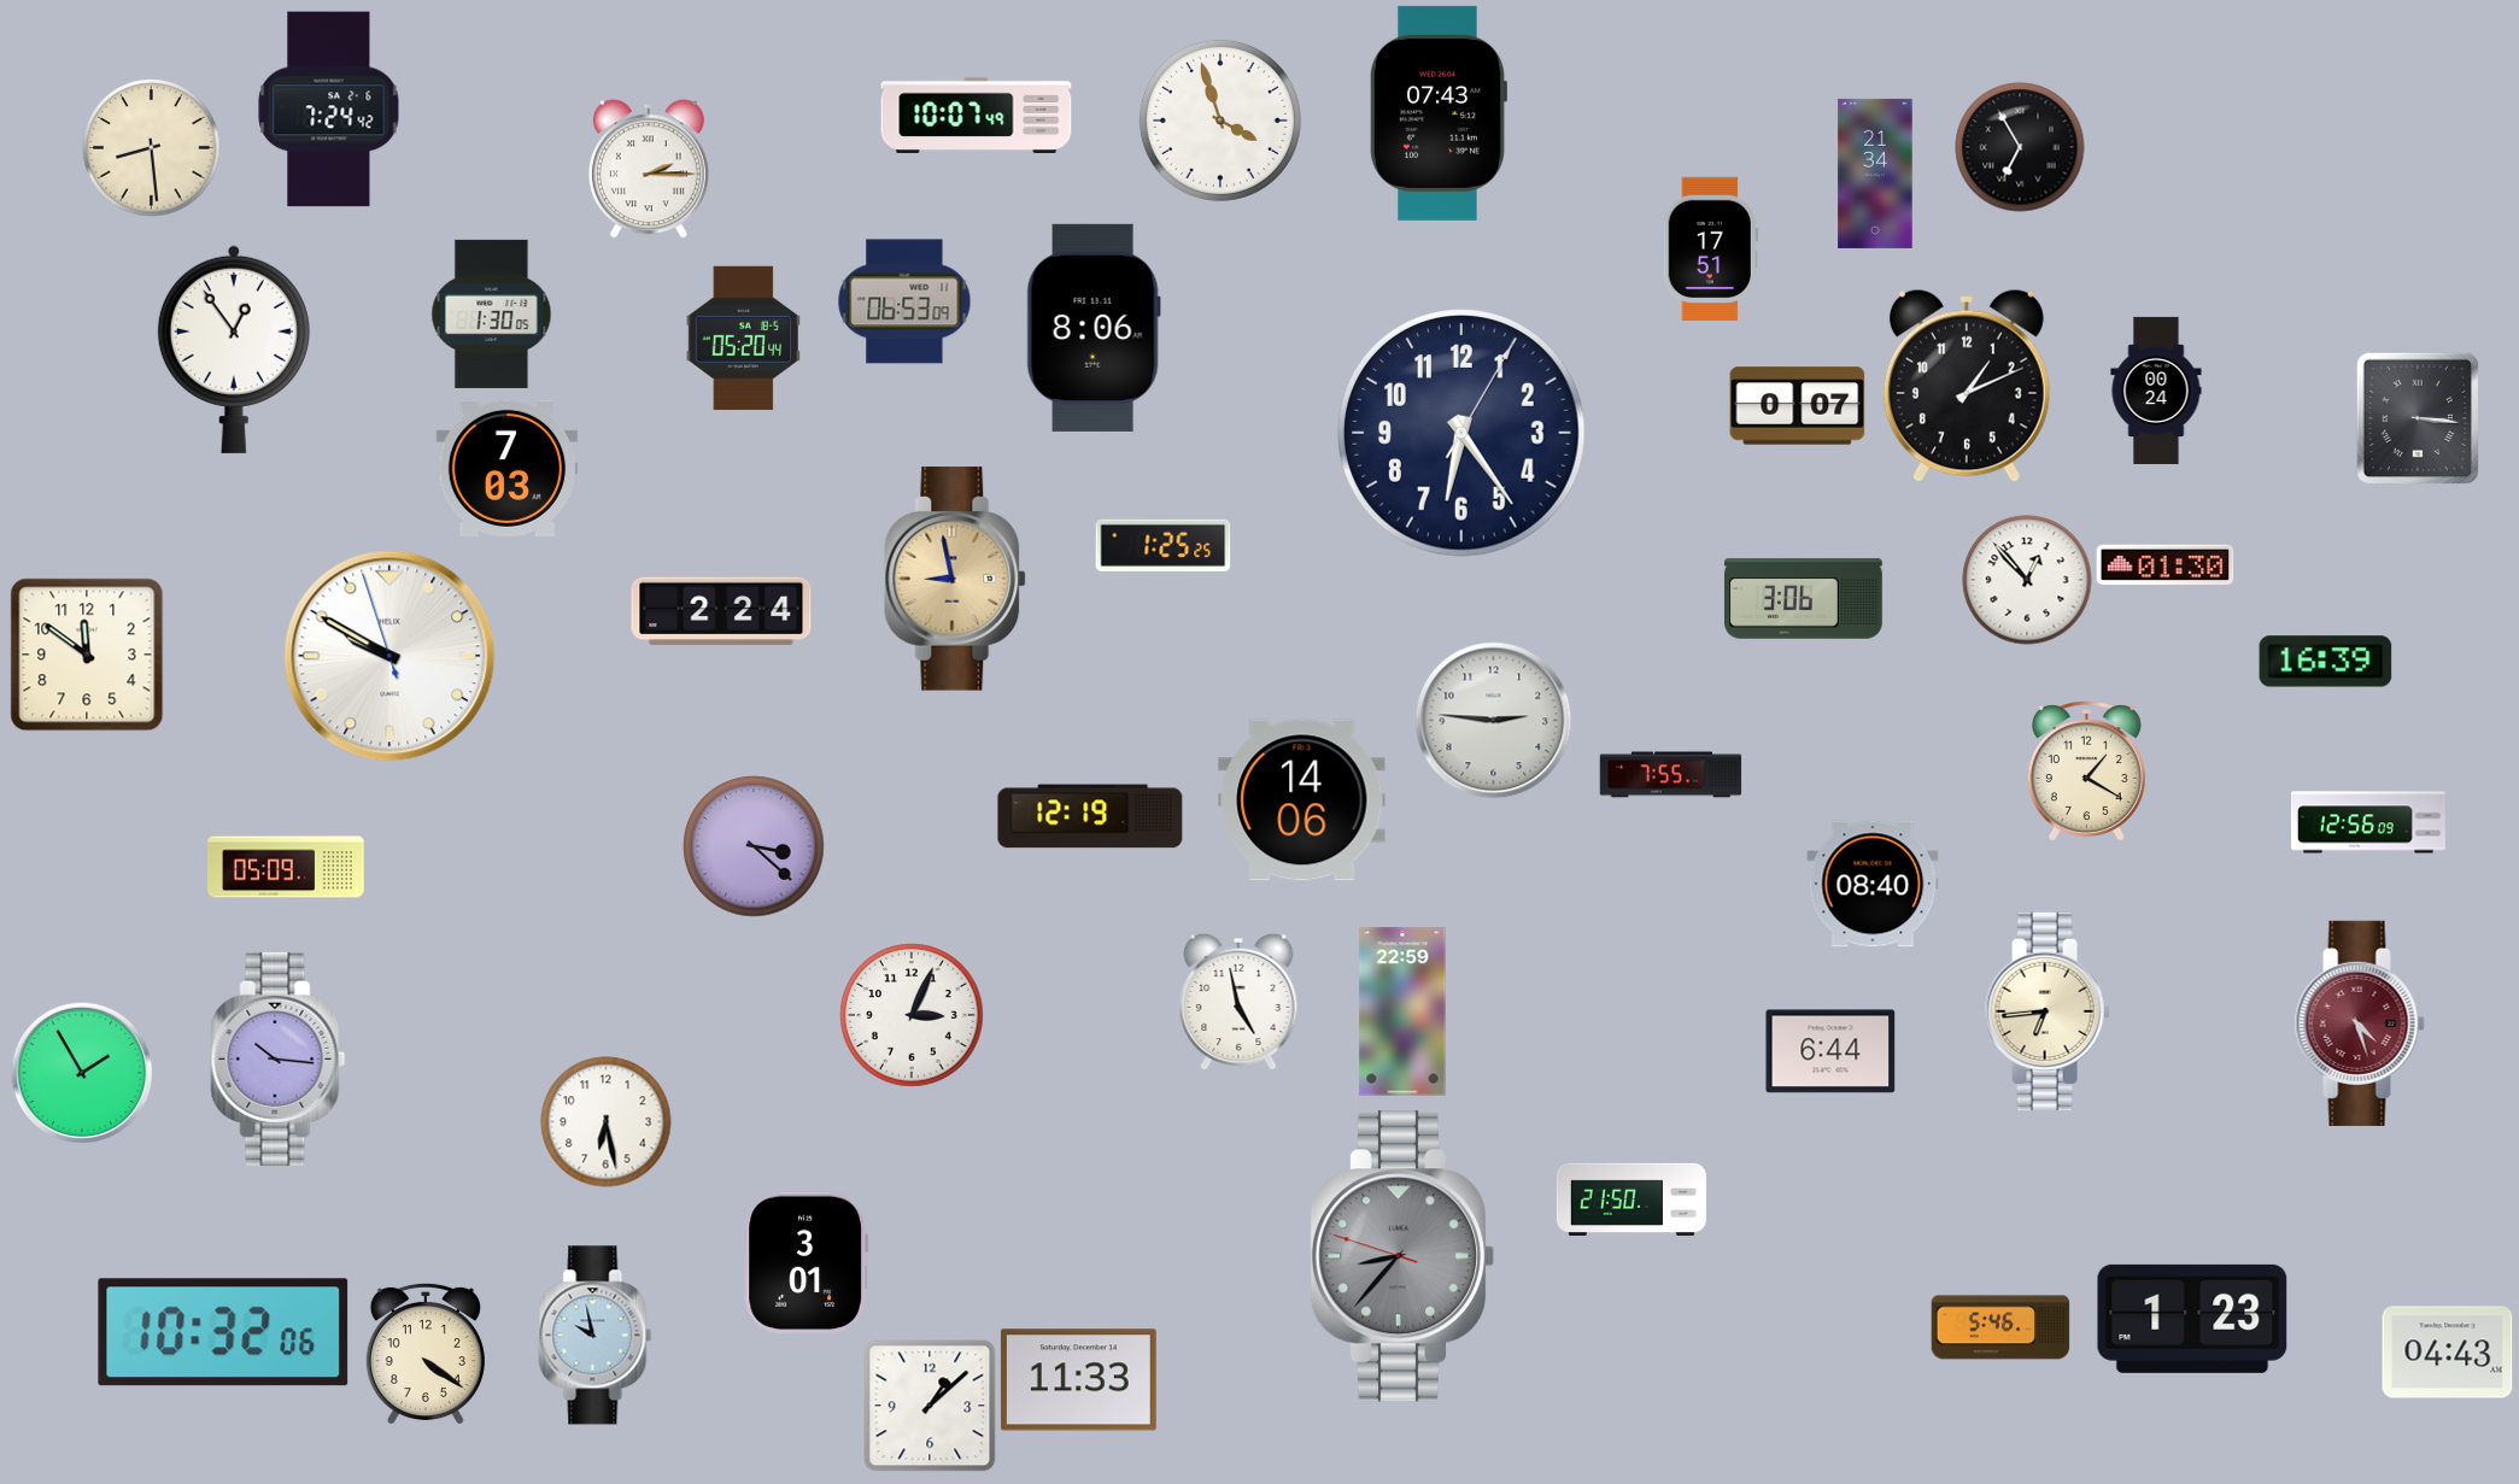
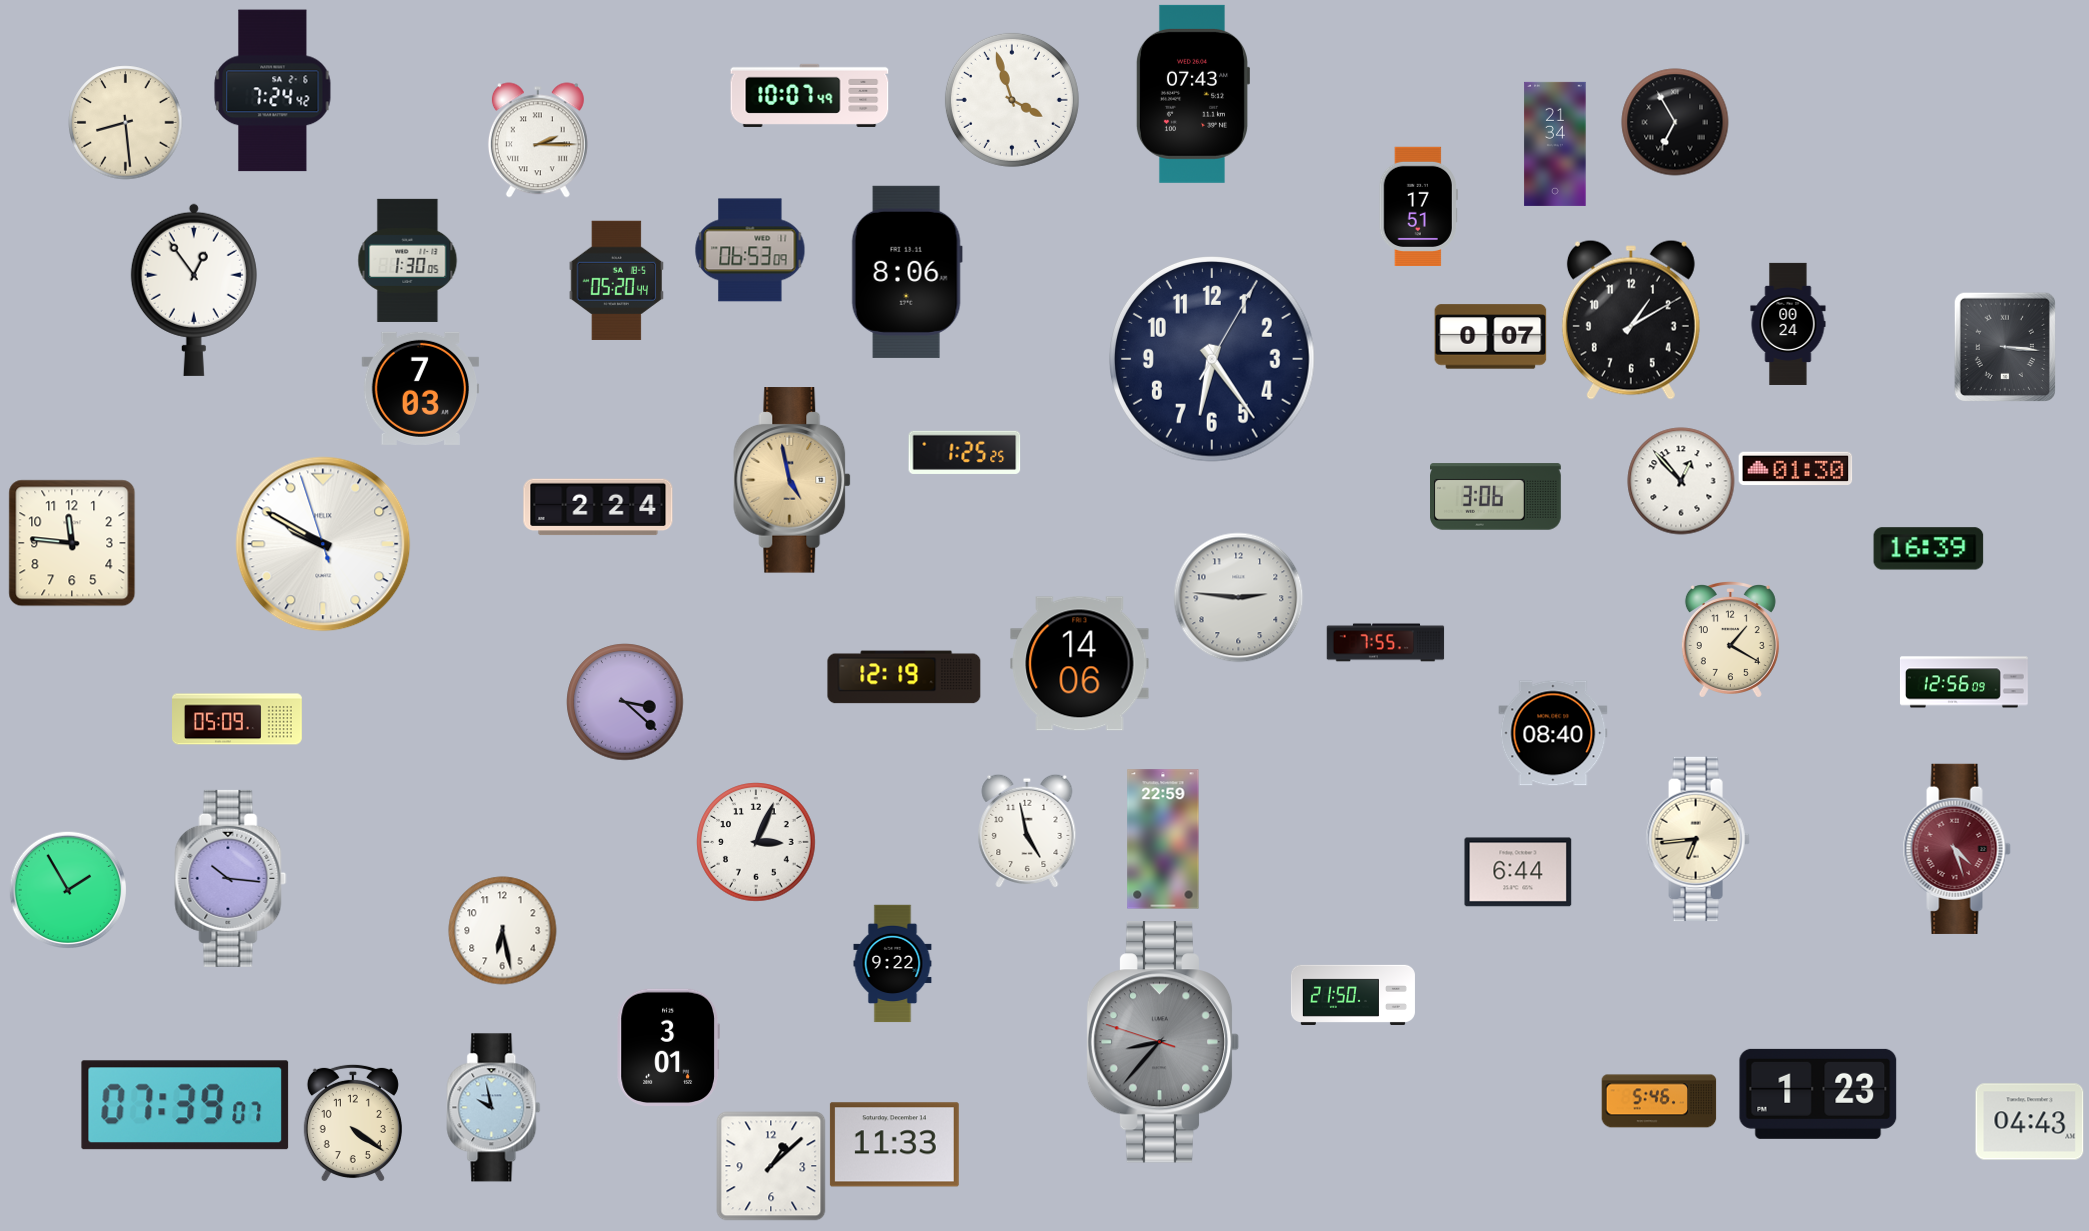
clock at (1967, 386): 1:11 -> 1:10
clock at (956, 579): 8:58 -> 4:58
clock at (87, 655): 11:51 -> 11:46
clock at (893, 964): none -> 9:22
clock at (223, 1332): 10:32 -> 07:39
